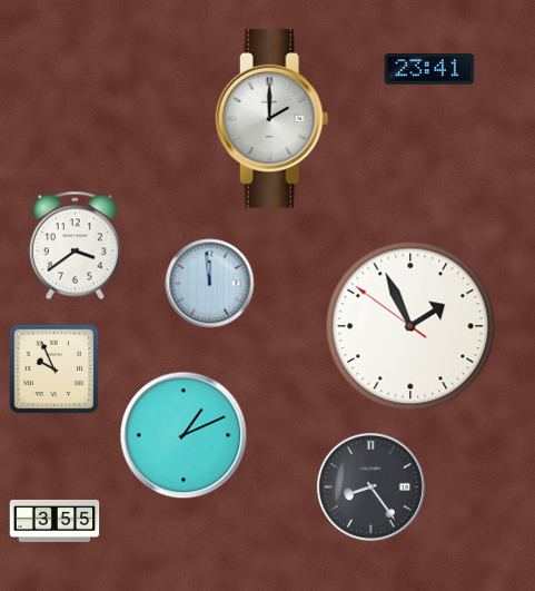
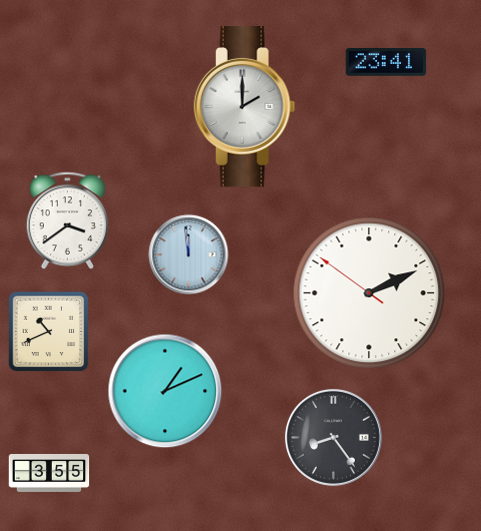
clock at (410, 326): 1:55 -> 2:10
clock at (55, 370): 9:56 -> 10:41
clock at (55, 521) position: (55, 521) -> (49, 473)
